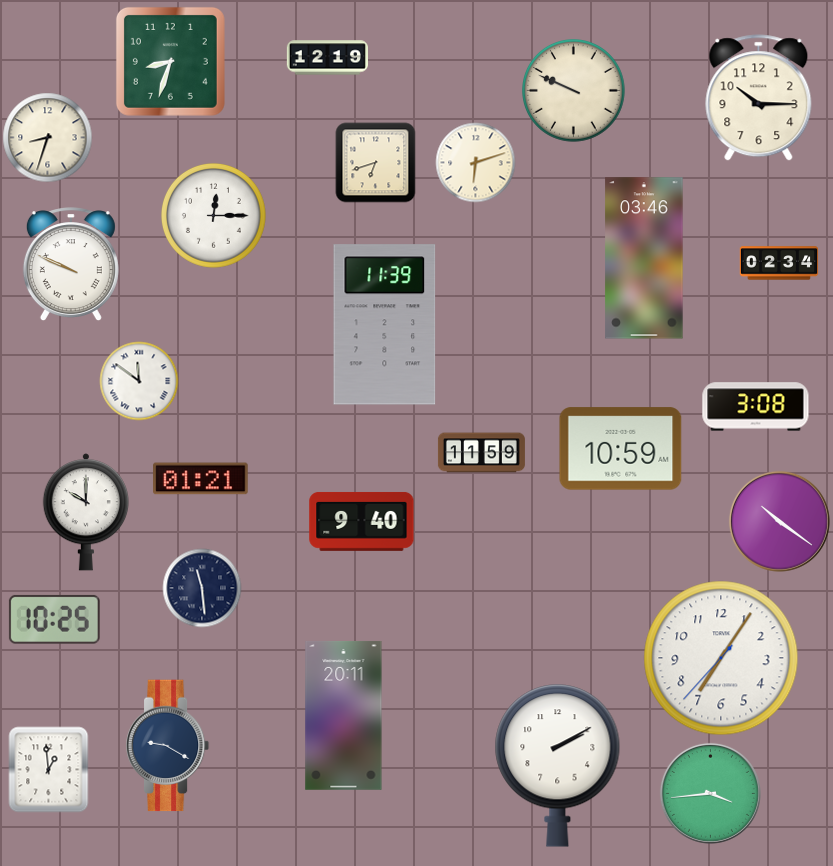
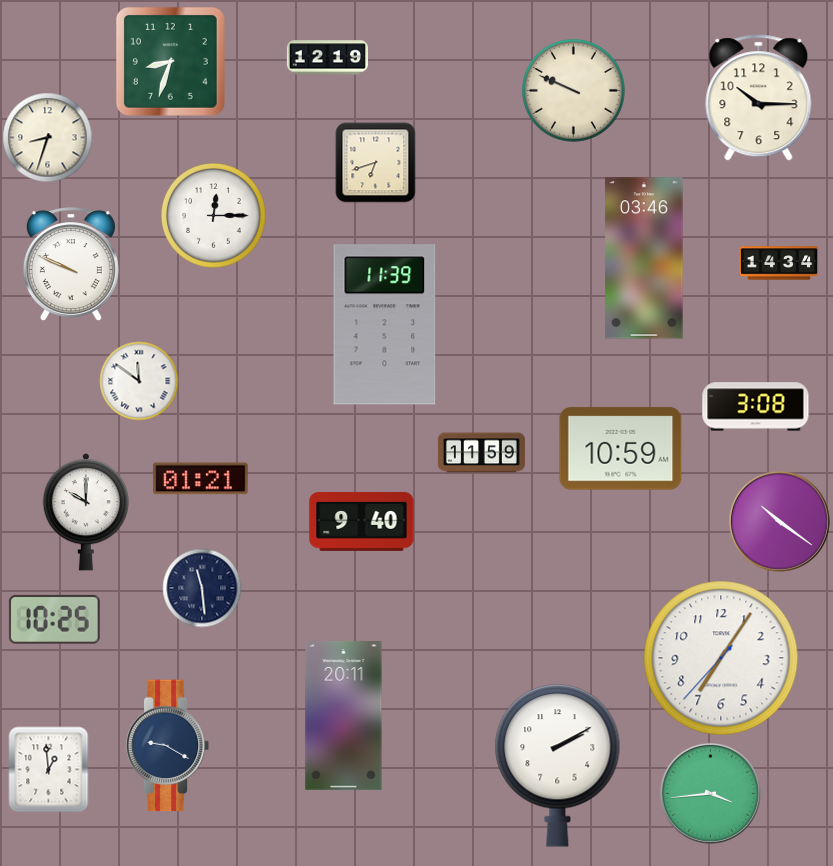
clock at (475, 162): 6:12 -> none
clock at (779, 263): 02:34 -> 14:34
